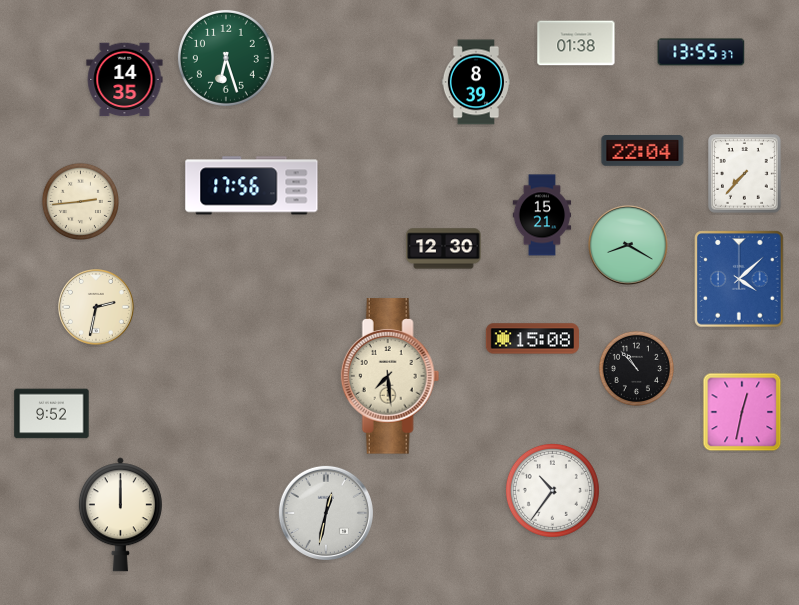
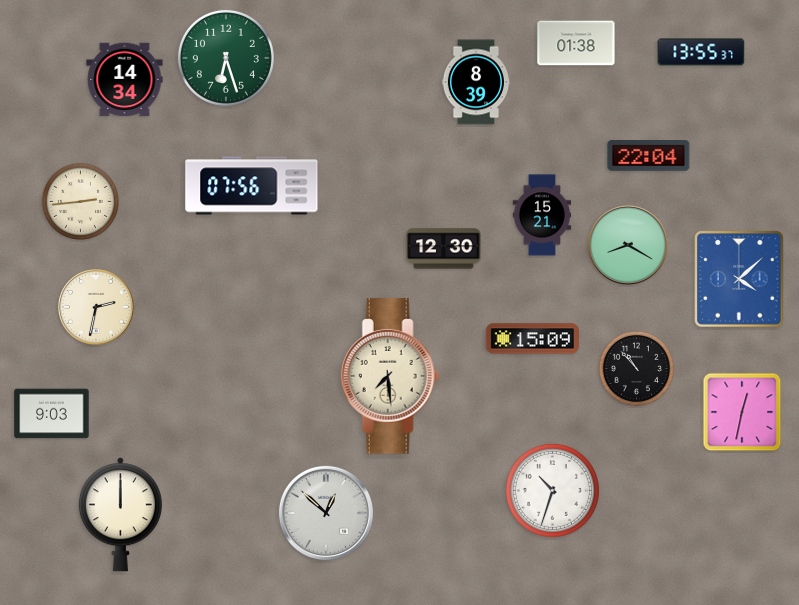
clock at (125, 80): 14:35 -> 14:34
clock at (643, 151) position: (643, 151) -> (649, 156)
clock at (745, 174): 7:37 -> none
clock at (252, 186): 17:56 -> 07:56
clock at (532, 339): 15:08 -> 15:09
clock at (52, 414): 9:52 -> 9:03
clock at (552, 490): 10:36 -> 10:33
clock at (326, 513): 12:32 -> 12:52
